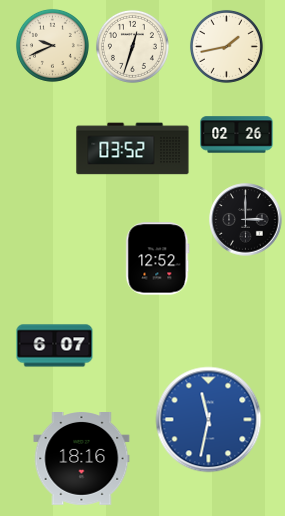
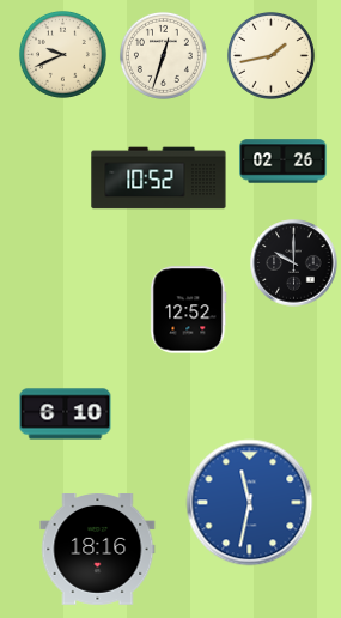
clock at (132, 46) position: (132, 46) -> (163, 55)
clock at (133, 149): 03:52 -> 10:52
clock at (246, 220): 3:00 -> 10:00
clock at (55, 346): 6:07 -> 6:10
